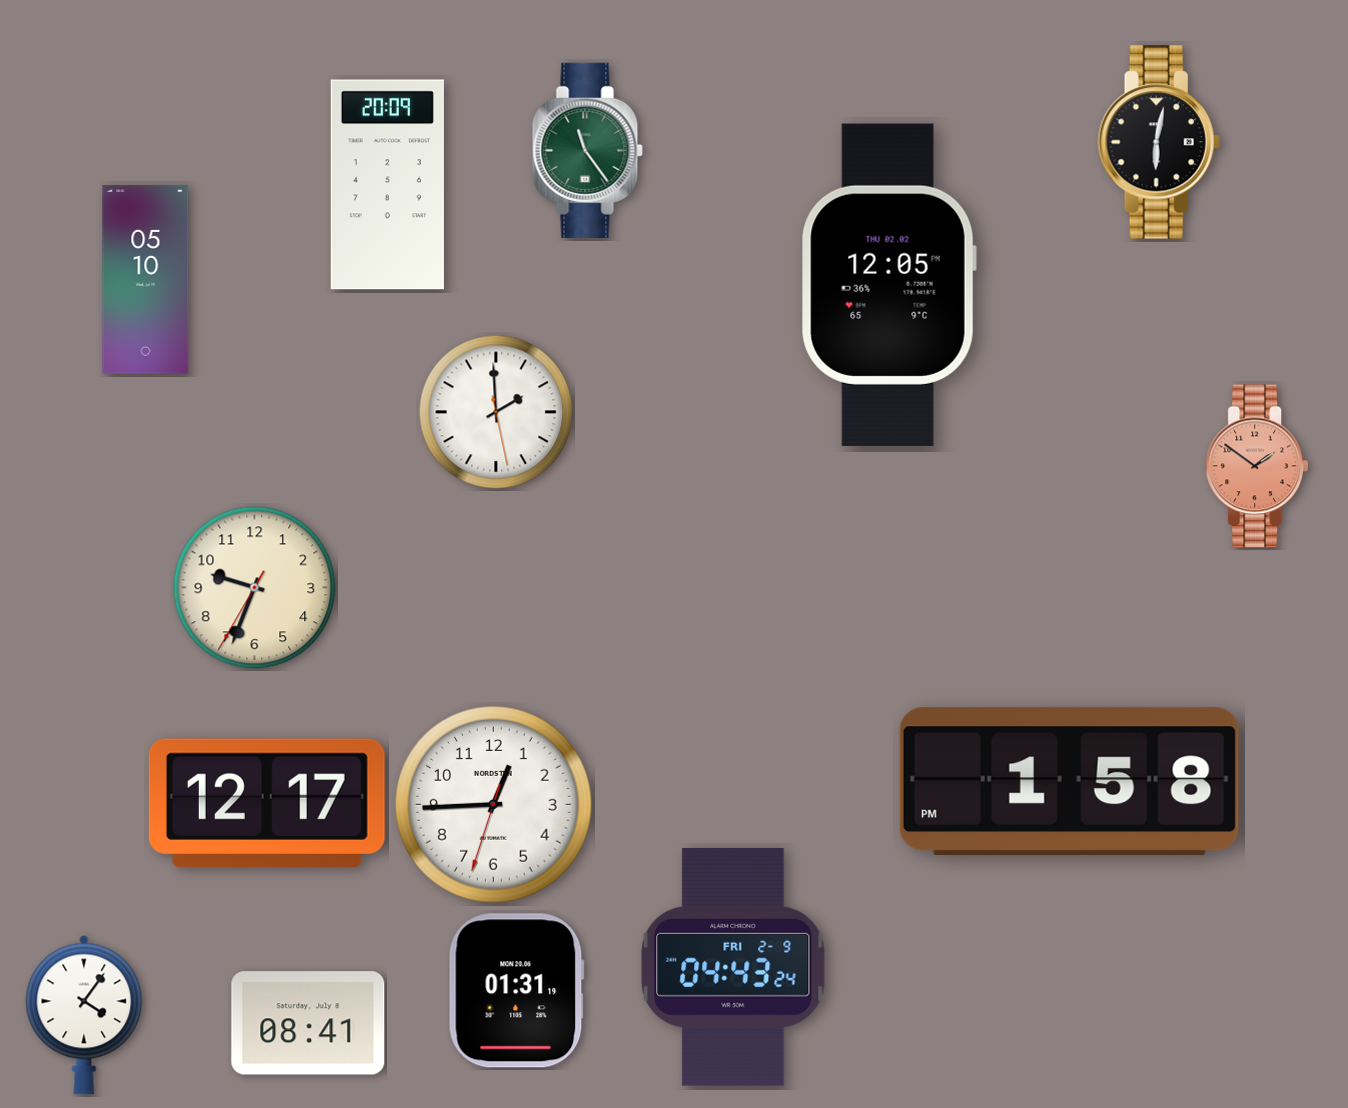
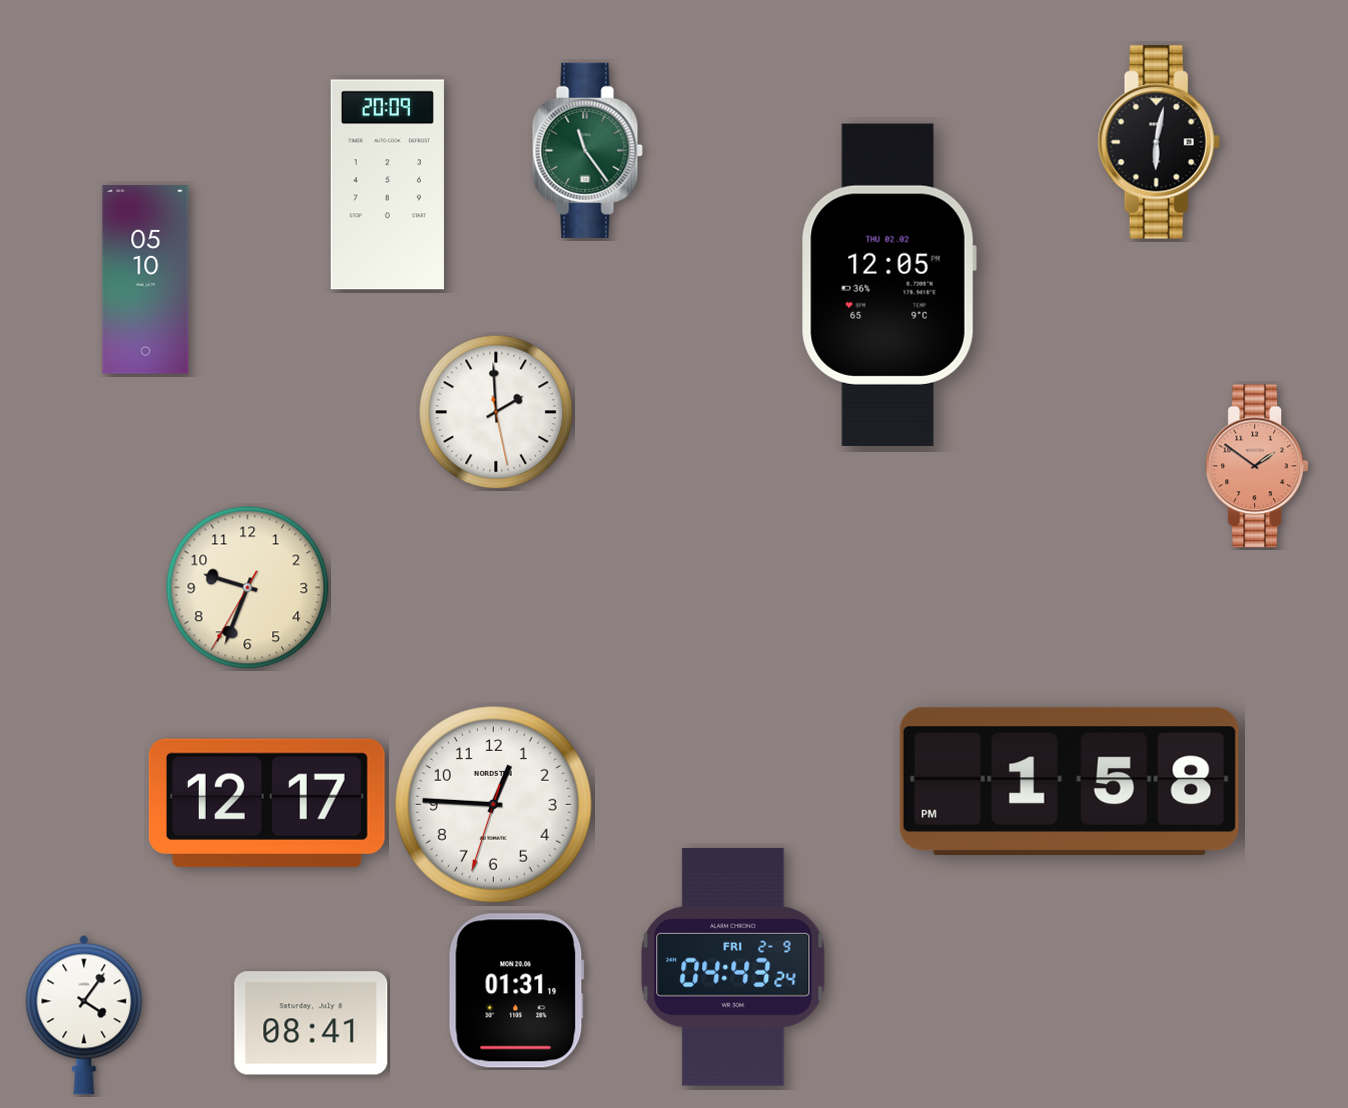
clock at (255, 588) position: (255, 588) -> (248, 588)
clock at (494, 805): 12:44 -> 12:45
clock at (308, 1023) position: (308, 1023) -> (311, 1023)
